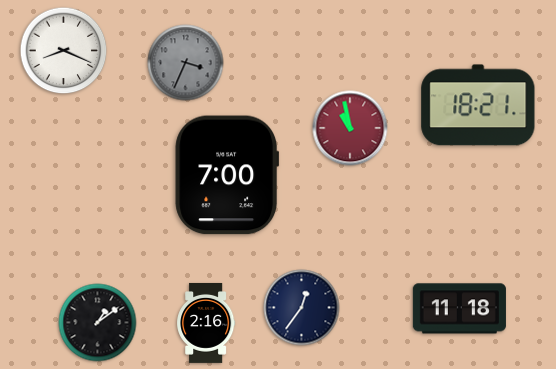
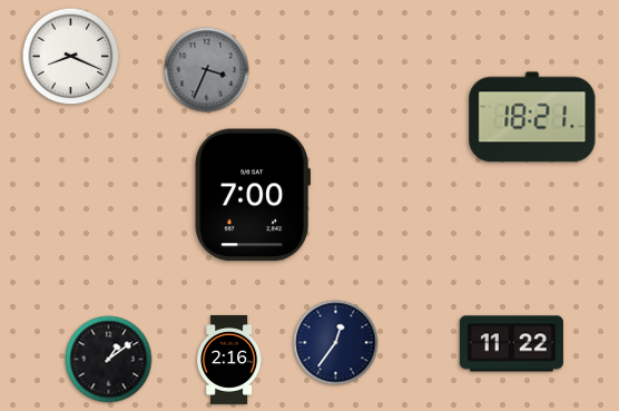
clock at (350, 128): 10:58 -> none
clock at (459, 309): 11:18 -> 11:22
